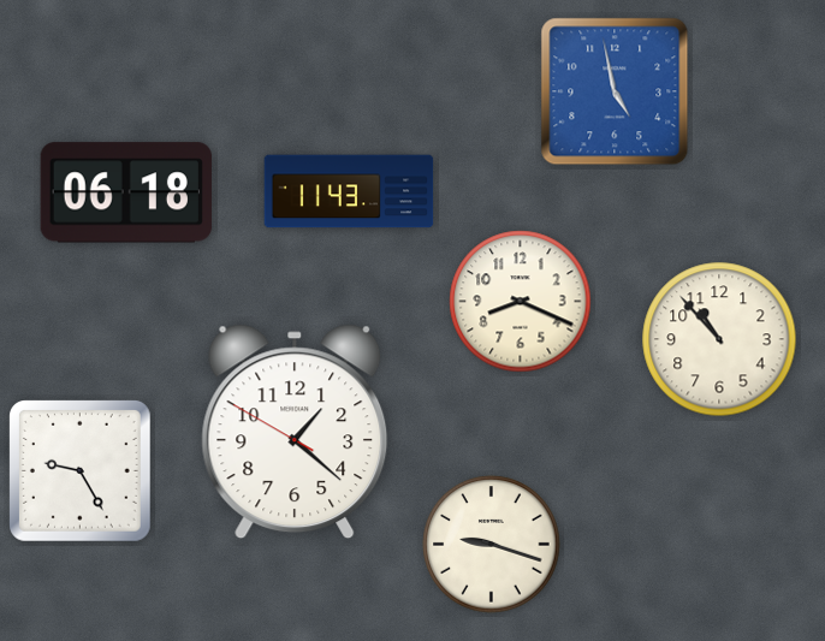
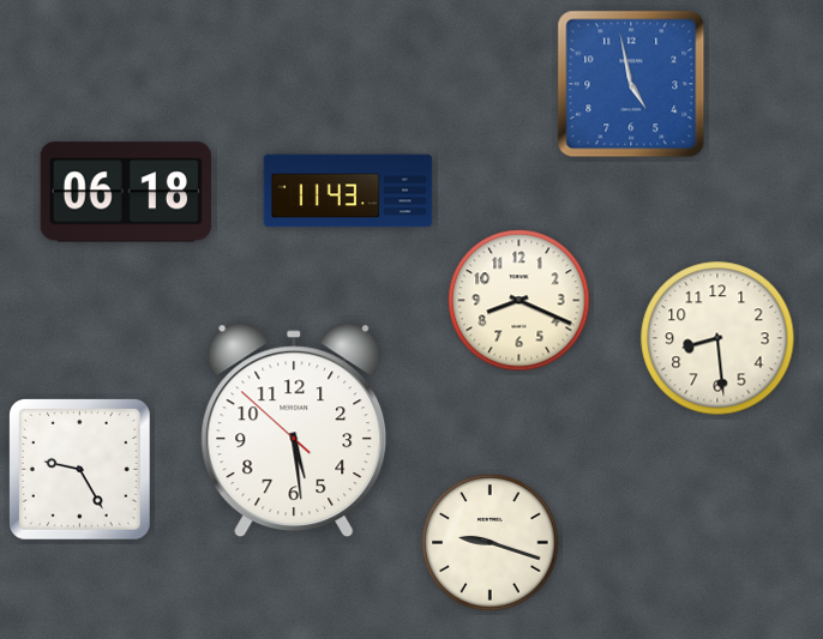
clock at (615, 91) position: (615, 91) -> (631, 84)
clock at (719, 339): 10:53 -> 8:29
clock at (295, 432): 1:21 -> 5:28
